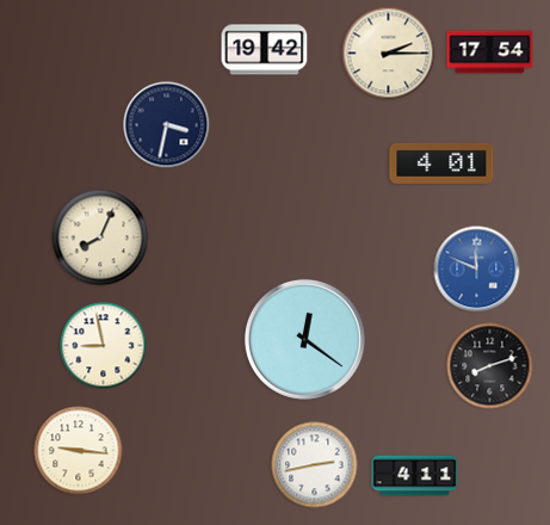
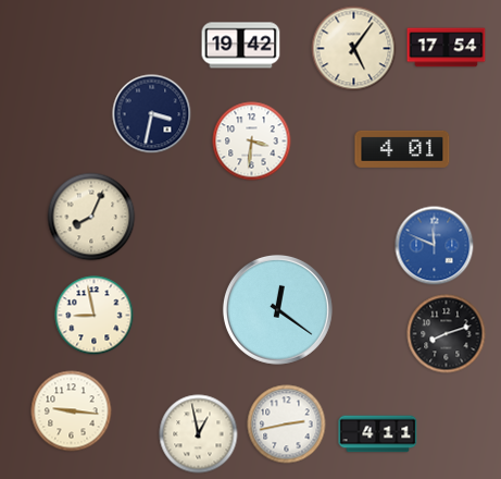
clock at (389, 54): 2:15 -> 5:06
clock at (252, 142): none -> 3:31
clock at (199, 434): none -> 12:58
